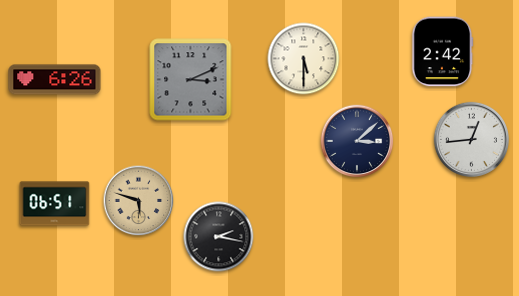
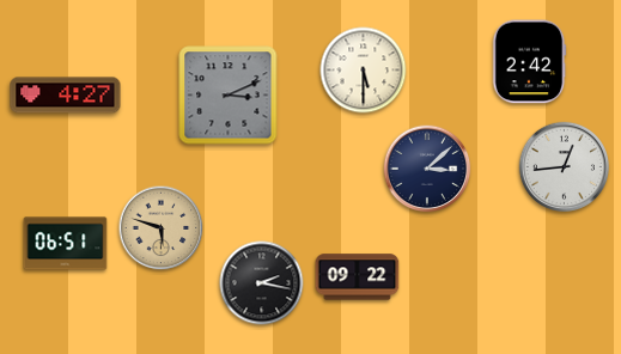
clock at (55, 80): 6:26 -> 4:27
clock at (139, 201) position: (139, 201) -> (162, 228)
clock at (358, 277): none -> 09:22
